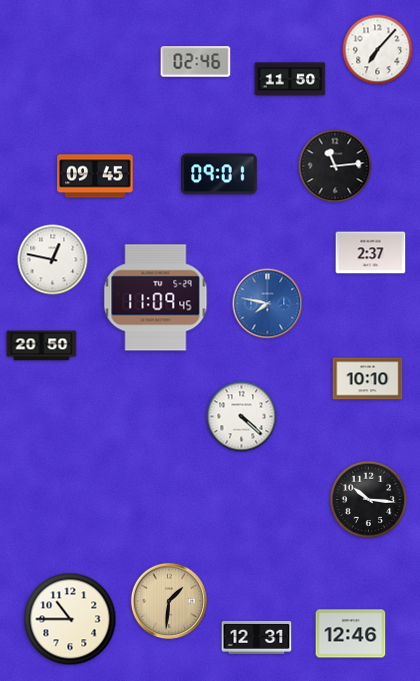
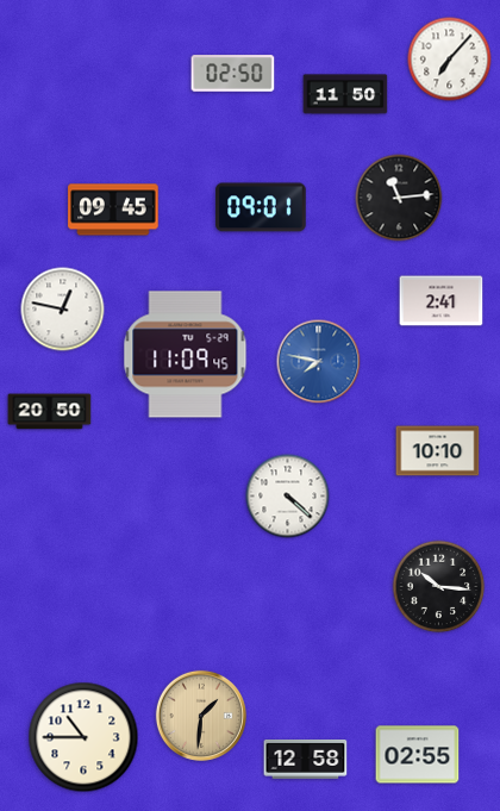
clock at (196, 62): 02:46 -> 02:50
clock at (371, 253): 2:37 -> 2:41
clock at (369, 500) position: (369, 500) -> (439, 587)
clock at (351, 634): 12:46 -> 02:55
clock at (257, 638): 12:31 -> 12:58
